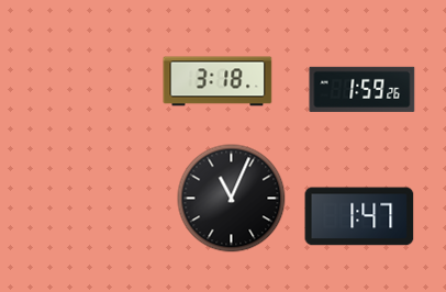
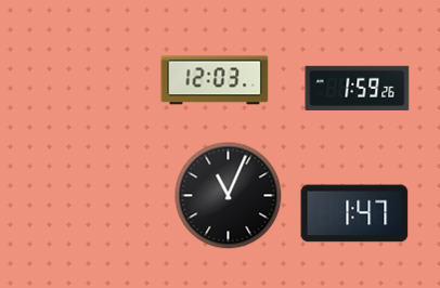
clock at (218, 81): 3:18 -> 12:03
